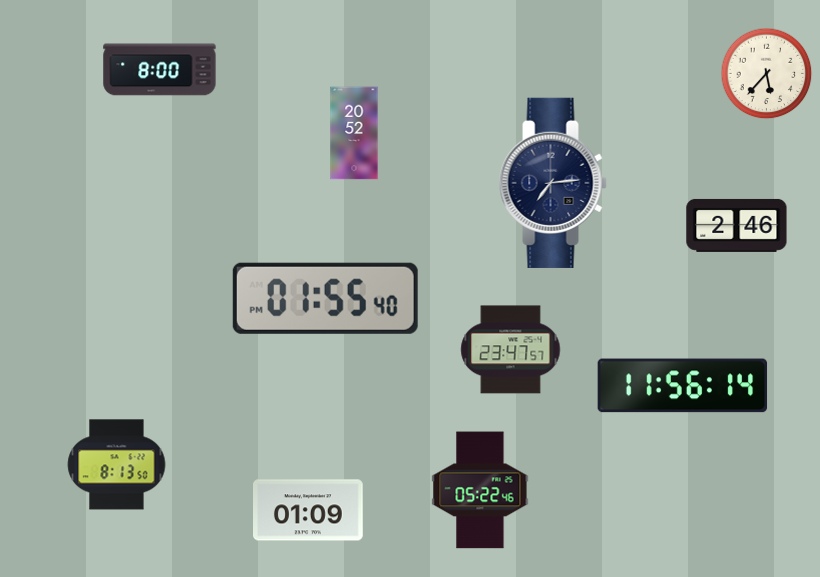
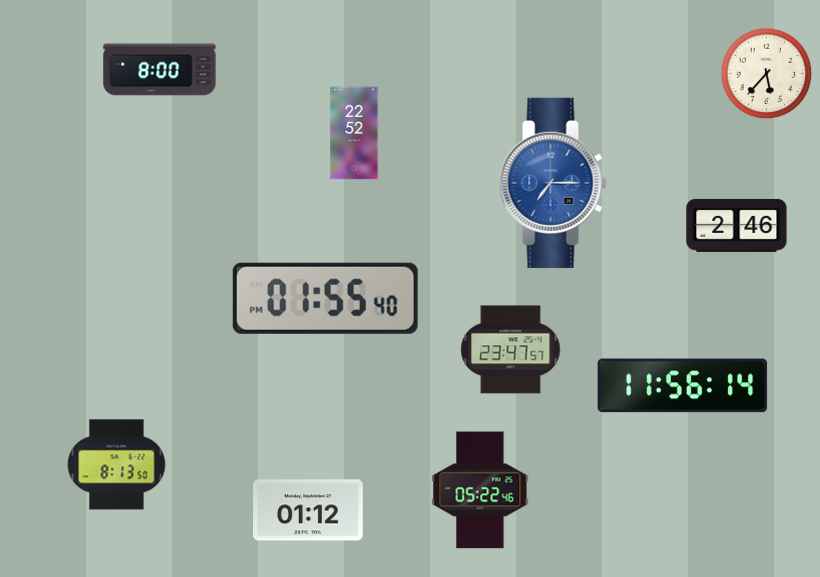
clock at (354, 133): 20:52 -> 22:52
clock at (553, 183): 7:14 -> 7:15
clock at (553, 183) dial: navy -> blue
clock at (309, 510): 01:09 -> 01:12
